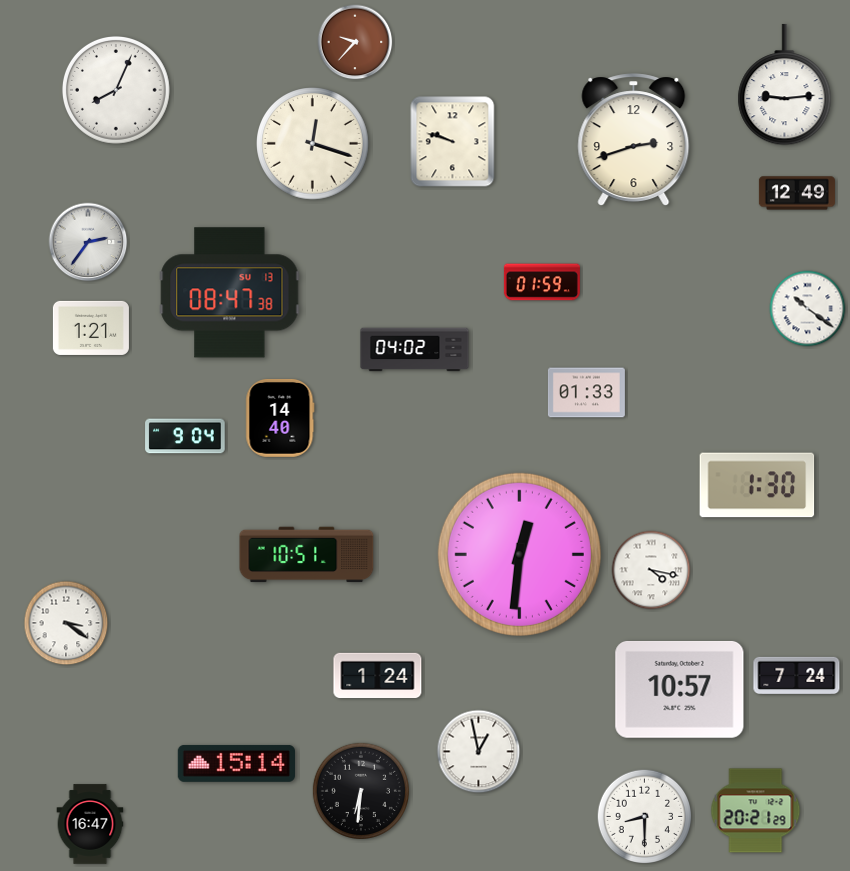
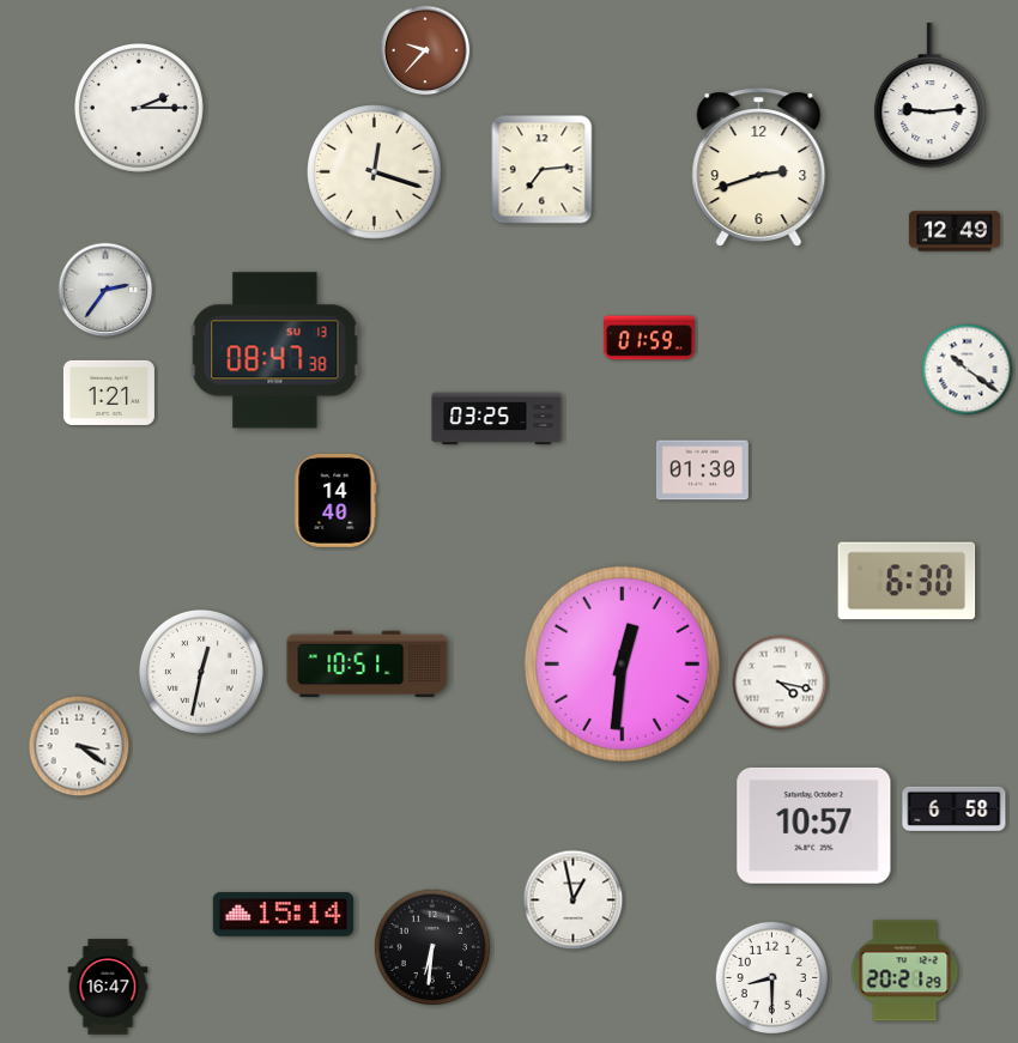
clock at (785, 85) position: (785, 85) -> (931, 96)
clock at (116, 90): 8:04 -> 2:15
clock at (453, 142): 9:48 -> 7:14
clock at (415, 350): 04:02 -> 03:25
clock at (586, 393): 01:33 -> 01:30
clock at (185, 436): 9:04 -> none
clock at (757, 485): 1:30 -> 6:30
clock at (201, 672): none -> 12:32
clock at (797, 675): 7:24 -> 6:58
clock at (378, 676): 1:24 -> none
